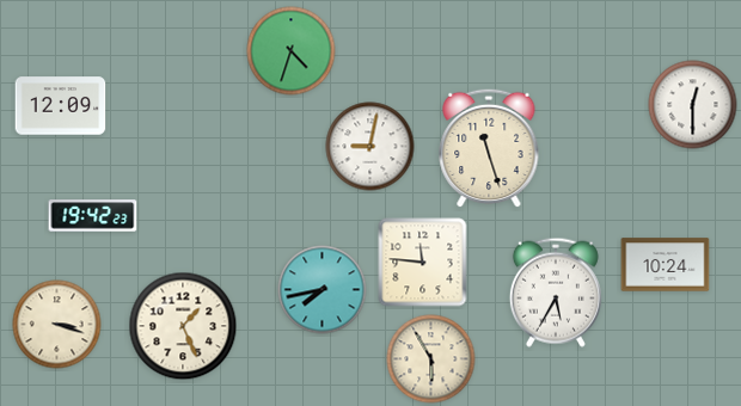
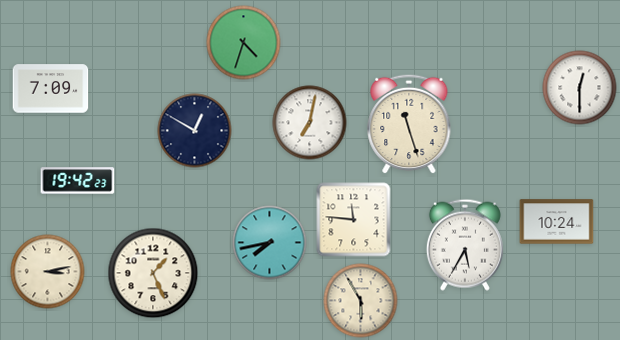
clock at (61, 106): 12:09 -> 7:09
clock at (370, 147): 9:02 -> 7:02
clock at (195, 131): none -> 12:50
clock at (57, 325): 3:18 -> 3:13
